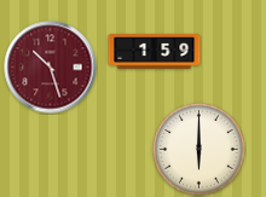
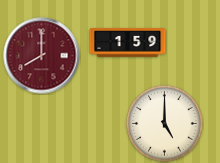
clock at (51, 68): 10:27 -> 8:00
clock at (199, 150): 6:00 -> 5:00
